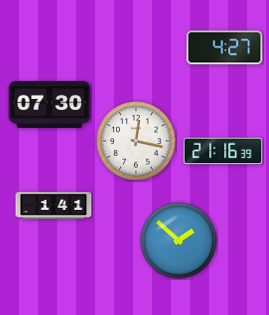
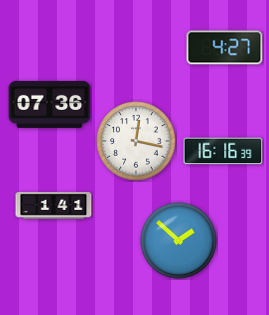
clock at (50, 104): 07:30 -> 07:36
clock at (223, 151): 21:16 -> 16:16
